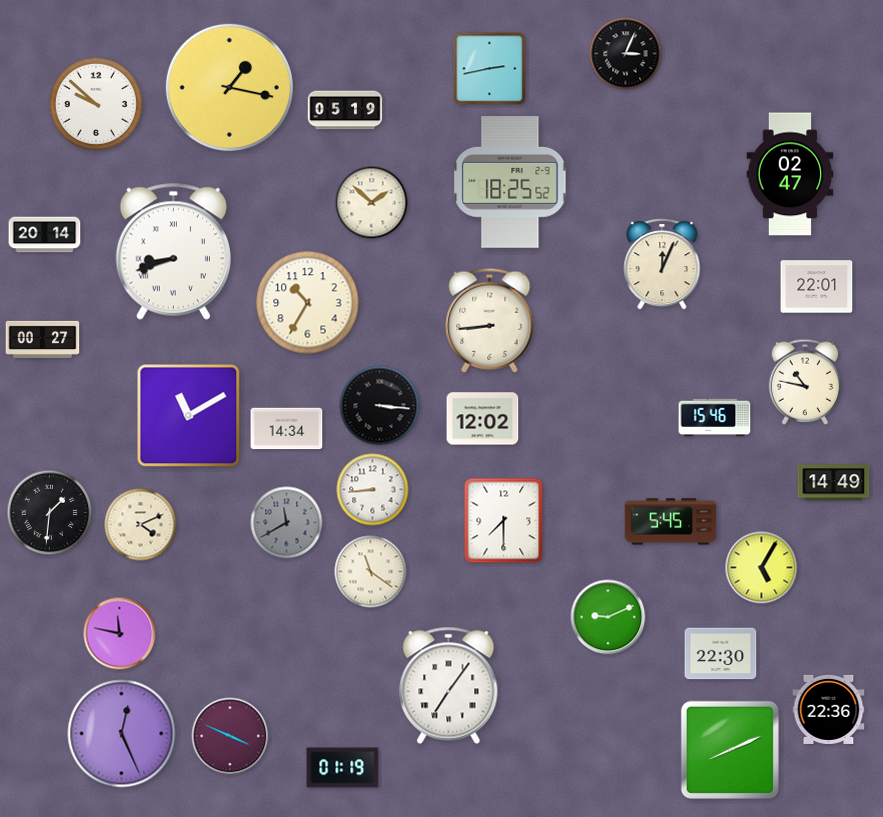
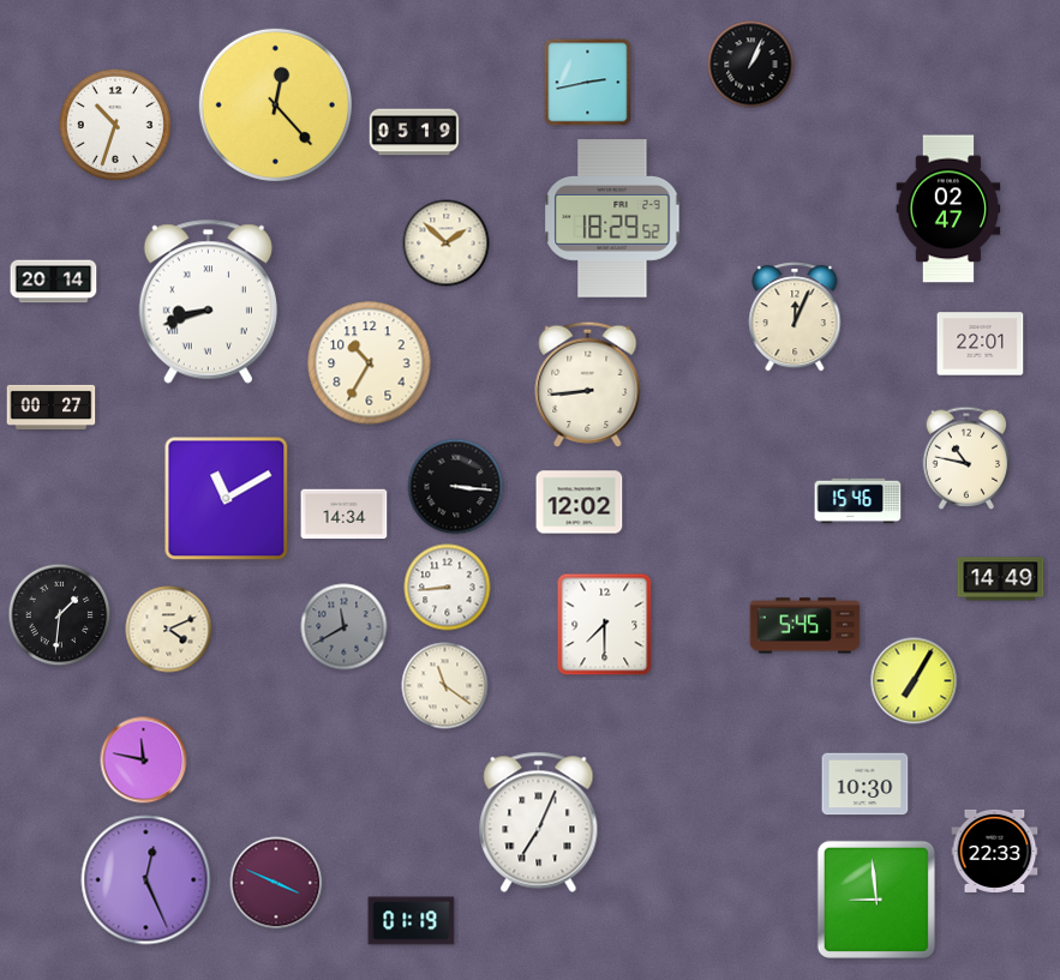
clock at (626, 54): 3:04 -> 1:04
clock at (229, 87): 1:17 -> 12:23
clock at (96, 104): 9:52 -> 10:33
clock at (510, 182): 18:25 -> 18:29
clock at (762, 568): 5:05 -> 7:05
clock at (608, 617): 9:11 -> none
clock at (721, 654): 22:30 -> 10:30
clock at (449, 685): 7:06 -> 7:04
clock at (829, 709): 22:36 -> 22:33
clock at (730, 750): 8:11 -> 8:59
